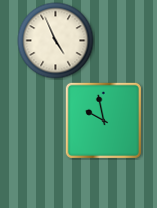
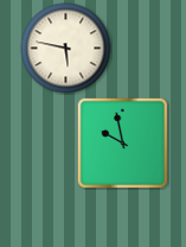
clock at (56, 41): 4:56 -> 5:47
